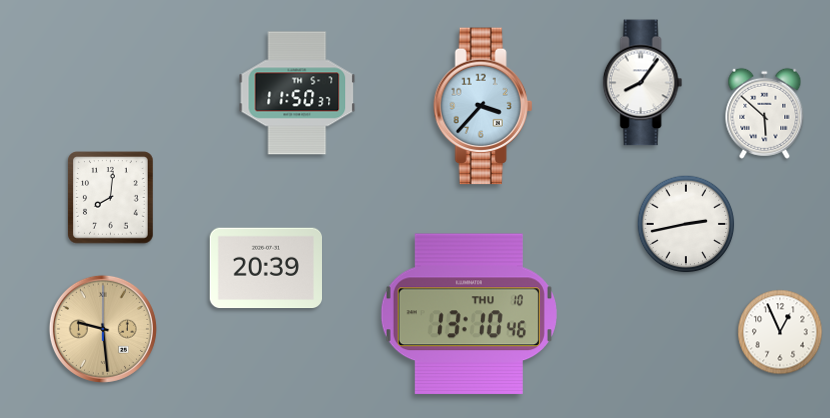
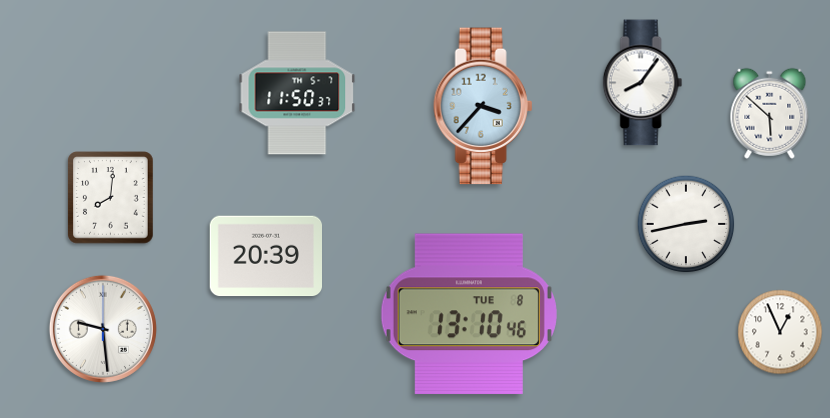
clock at (765, 113) position: (765, 113) -> (770, 113)
clock at (265, 268) position: (265, 268) -> (265, 256)
clock at (469, 314) date: THU 10 -> TUE 8
clock at (103, 329) dial: champagne -> white
